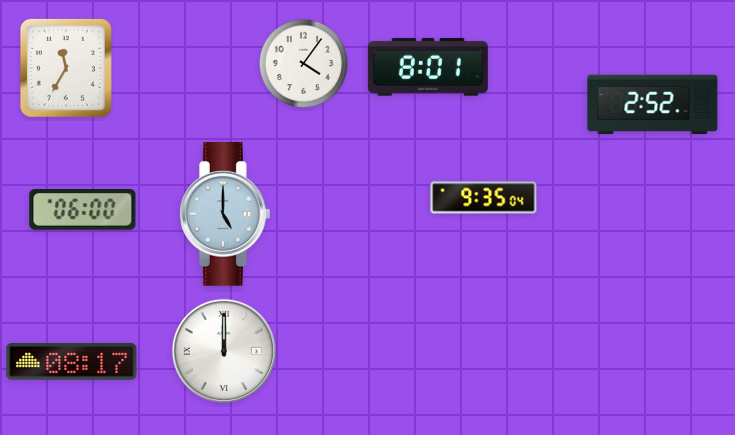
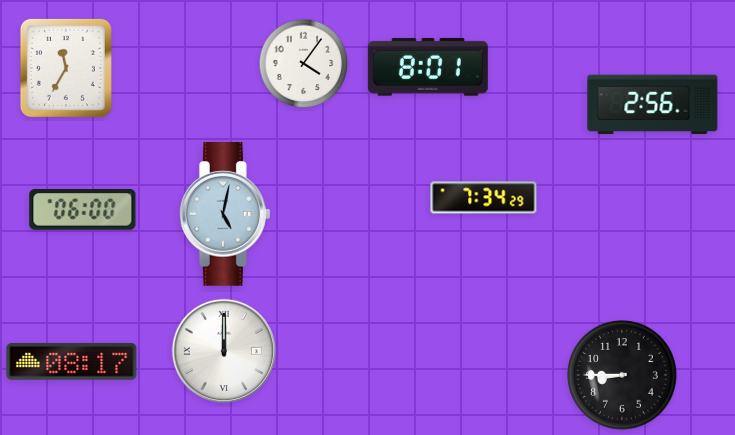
clock at (653, 105): 2:52 -> 2:56
clock at (484, 198): 9:35 -> 7:34
clock at (225, 215): 5:00 -> 5:02
clock at (623, 376): none -> 8:45
